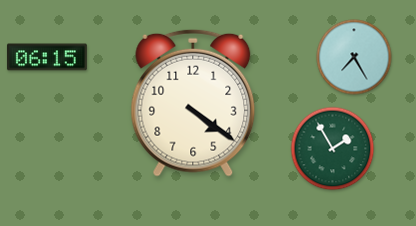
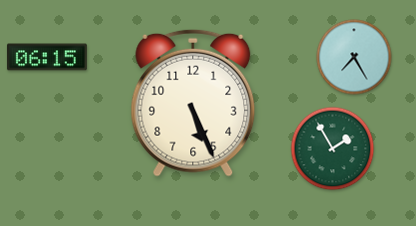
clock at (193, 103): 4:21 -> 5:26
